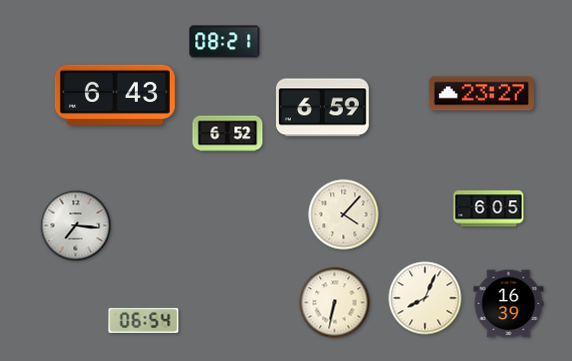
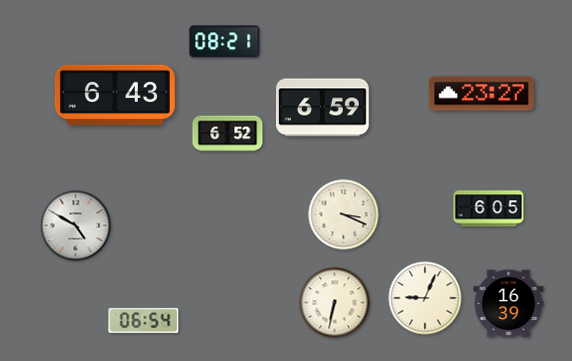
clock at (344, 215): 4:07 -> 3:19
clock at (76, 226): 7:16 -> 4:50
clock at (425, 298): 8:04 -> 9:04
